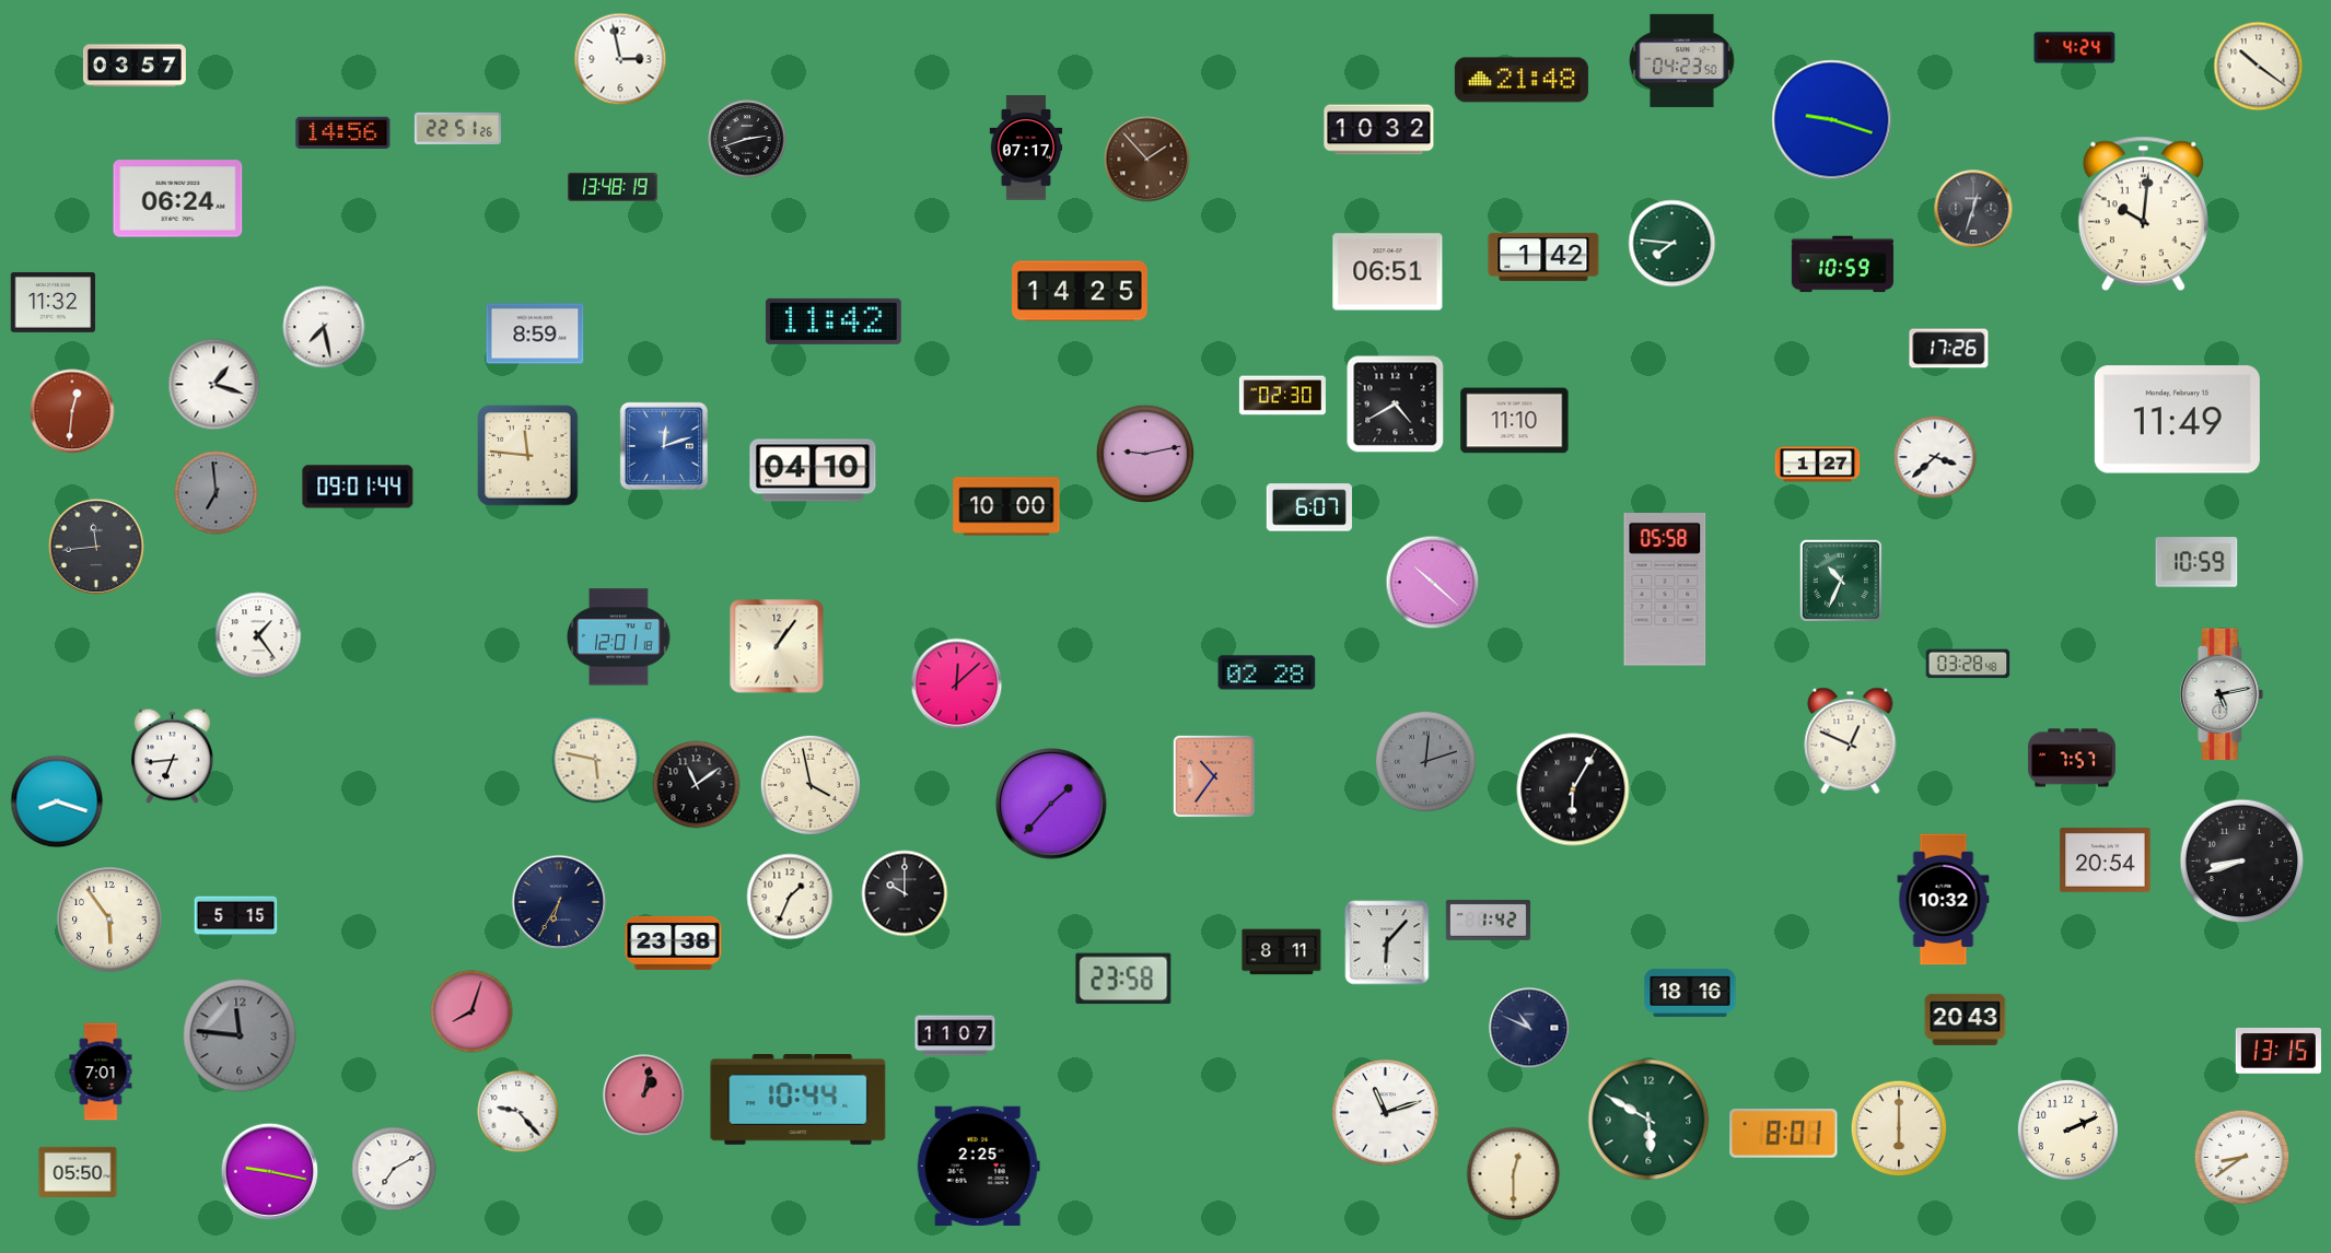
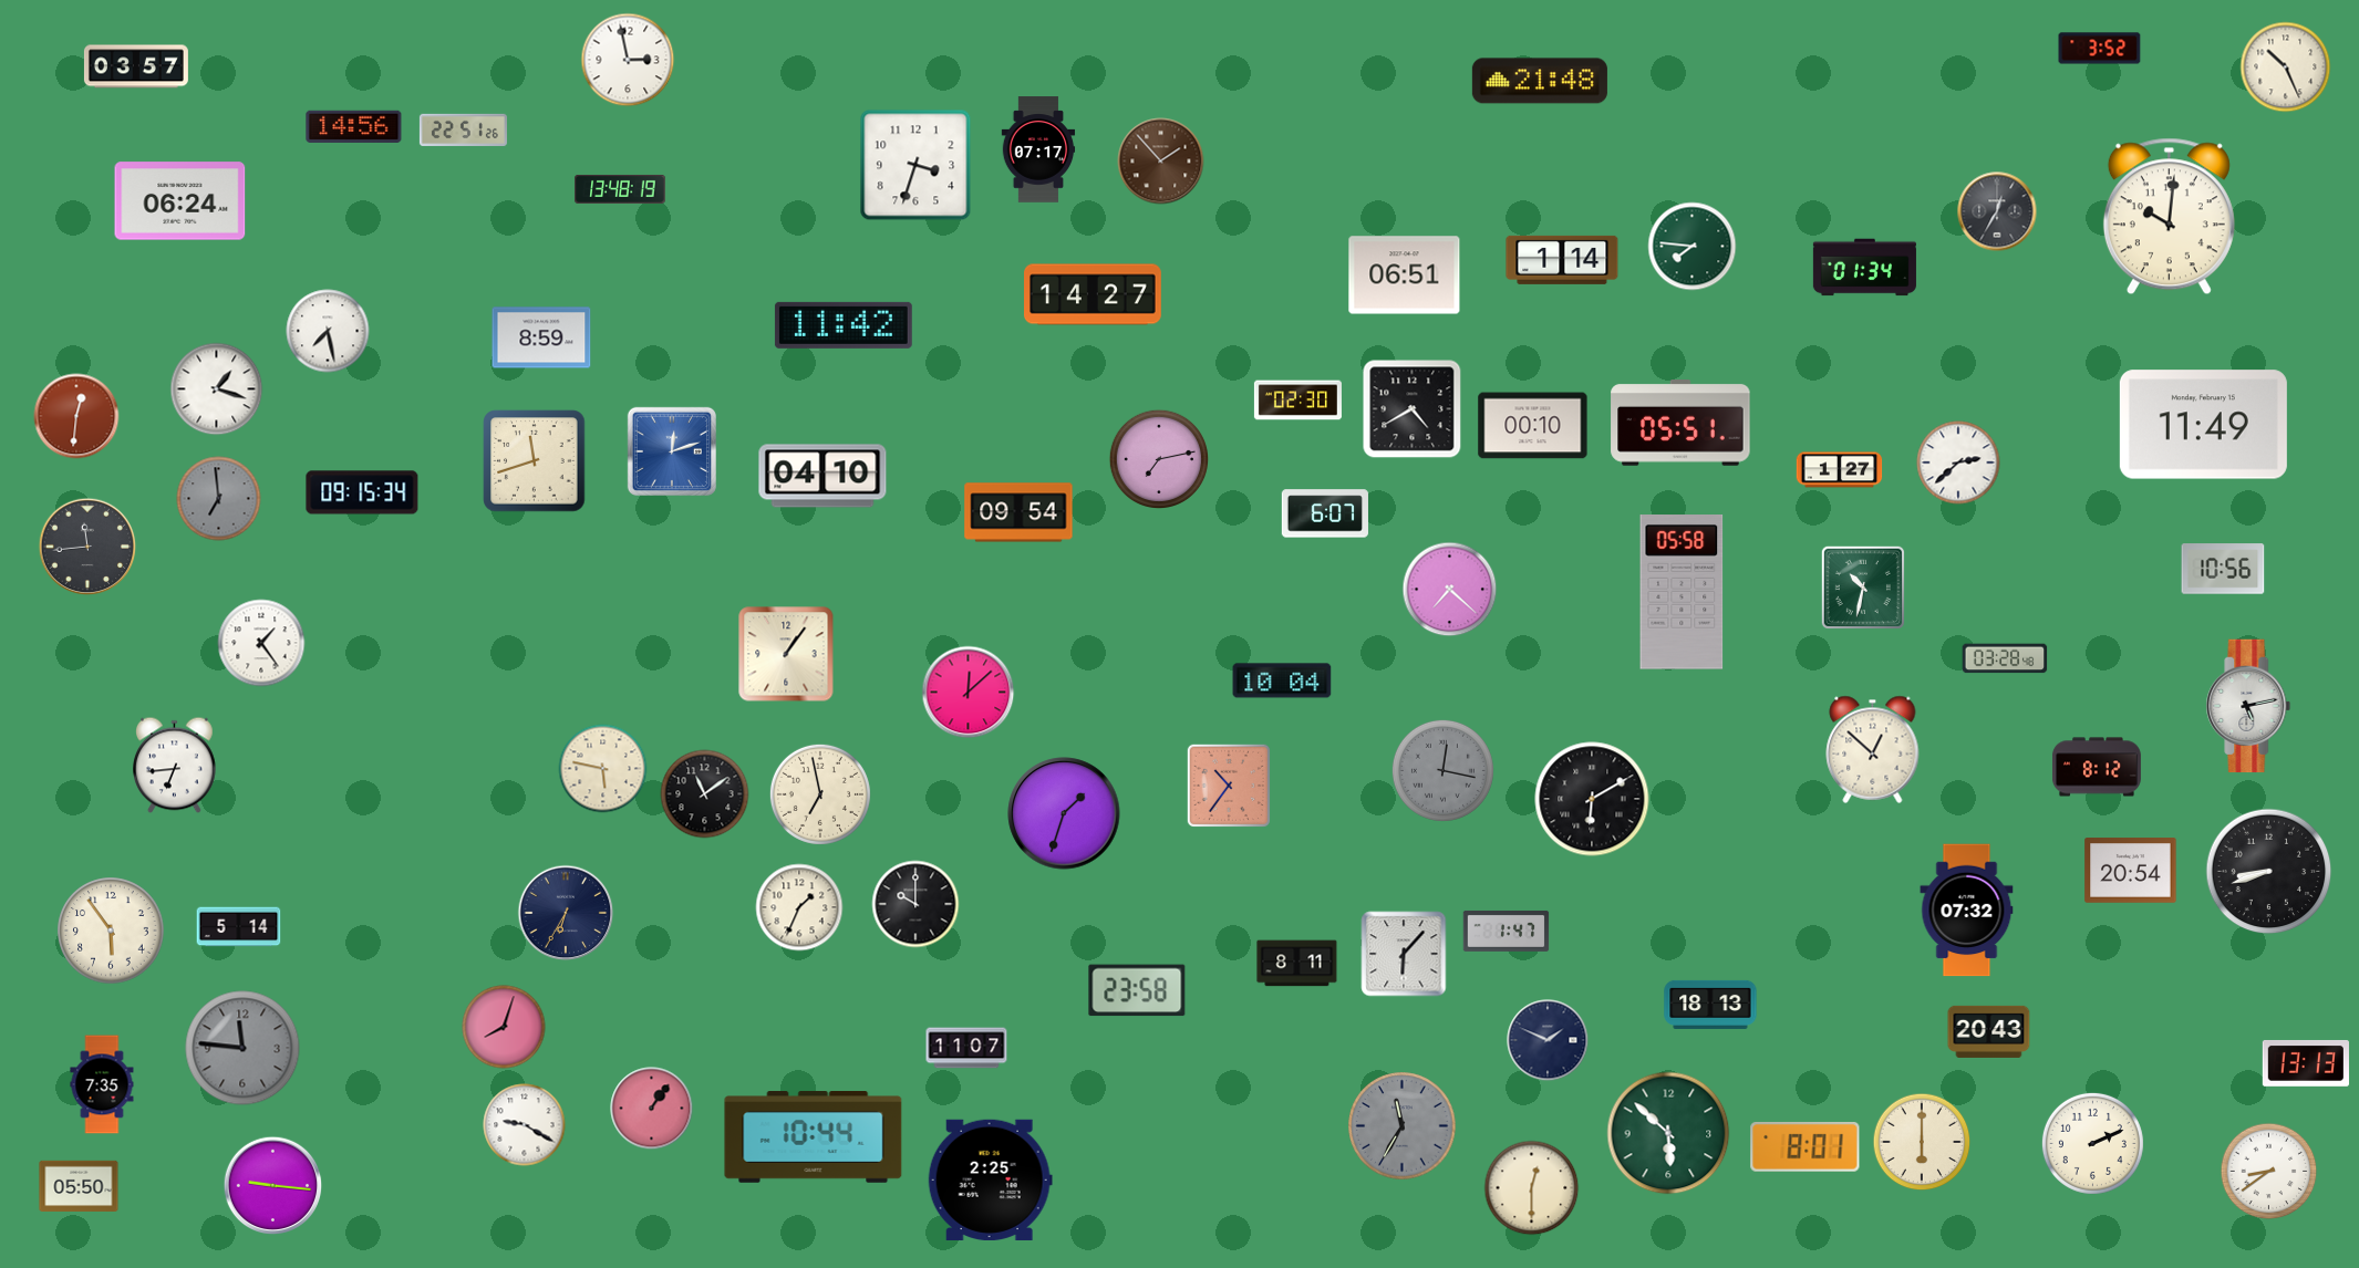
clock at (2075, 48): 4:24 -> 3:52
clock at (1682, 60): 04:23 -> none
clock at (2259, 67): 10:21 -> 10:26
clock at (1832, 120): 9:18 -> none
clock at (1379, 130): 10:32 -> none
clock at (343, 132) position: (343, 132) -> (354, 126)
clock at (747, 139): 2:42 -> none
clock at (915, 165): none -> 3:33
clock at (1973, 209): 12:33 -> 12:35
clock at (1543, 257): 1:42 -> 1:14
clock at (1842, 265): 10:59 -> 01:34
clock at (1081, 291): 14:25 -> 14:27
clock at (54, 303): 11:32 -> none
clock at (1949, 349): 17:26 -> none
clock at (72, 411) position: (72, 411) -> (76, 416)
clock at (1680, 424): none -> 05:51
clock at (1515, 421): 11:10 -> 00:10
clock at (1144, 453): 9:13 -> 7:13
clock at (528, 456): 11:46 -> 11:42
clock at (1935, 457): 3:38 -> 2:38
clock at (358, 487): 09:01 -> 09:15
clock at (1006, 506): 10:00 -> 09:54
clock at (96, 547) position: (96, 547) -> (87, 547)
clock at (2196, 562): 10:59 -> 10:56
clock at (1841, 581): 10:34 -> 10:32
clock at (1433, 583): 10:22 -> 7:22
clock at (1665, 590) position: (1665, 590) -> (1682, 593)
clock at (619, 637): 12:01 -> none
clock at (1968, 664) position: (1968, 664) -> (2005, 658)
clock at (1267, 672): 02:28 -> 10:04
clock at (2222, 694) position: (2222, 694) -> (2248, 706)
clock at (1851, 740): 12:49 -> 12:52
clock at (2072, 758): 7:57 -> 8:12
clock at (1425, 761): 12:12 -> 12:17
clock at (811, 785): 3:58 -> 6:58
clock at (1573, 789): 6:05 -> 6:10
clock at (57, 801): 8:18 -> none
clock at (1051, 804): 1:37 -> 1:33
clock at (1944, 900): 10:32 -> 07:32
clock at (236, 916): 5:15 -> 5:14
clock at (1489, 920): 1:42 -> 1:47
clock at (674, 942): 23:38 -> none
clock at (1690, 993): 18:16 -> 18:13
clock at (471, 1011) position: (471, 1011) -> (504, 1027)
clock at (1529, 1028): 10:49 -> 1:49
clock at (2278, 1051): 13:15 -> 13:13
clock at (101, 1072): 7:01 -> 7:35
clock at (644, 1096): 1:02 -> 1:06
clock at (799, 1100) position: (799, 1100) -> (814, 1137)
clock at (518, 1112): 9:23 -> 9:20
clock at (1386, 1113): 11:12 -> 11:35
clock at (1386, 1113) dial: white -> grey
clock at (1648, 1120): 5:50 -> 5:52
clock at (394, 1169): 7:10 -> none
clock at (270, 1172): 9:17 -> 9:16
